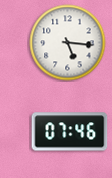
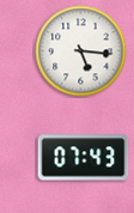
clock at (70, 132): 07:46 -> 07:43
